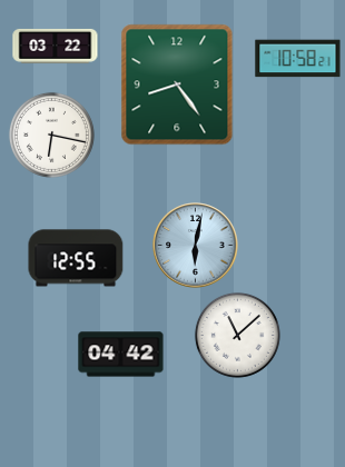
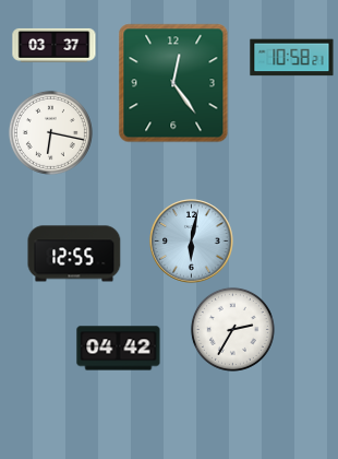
clock at (56, 46): 03:22 -> 03:37
clock at (177, 85): 8:24 -> 12:24
clock at (237, 335): 11:08 -> 2:35
